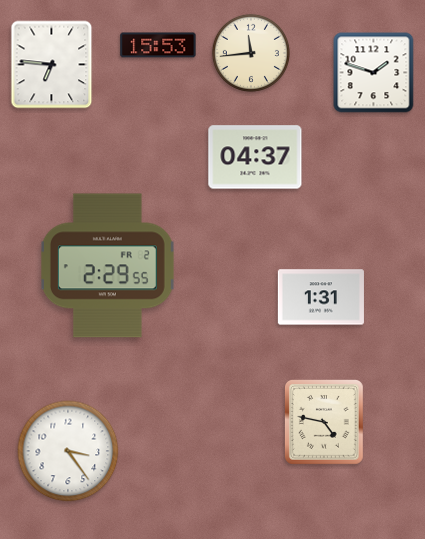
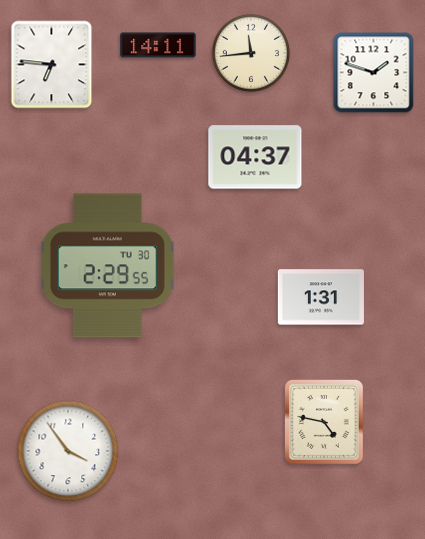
clock at (158, 45): 15:53 -> 14:11
clock at (107, 266) date: FR 2 -> TU 30
clock at (68, 451): 3:24 -> 3:54
